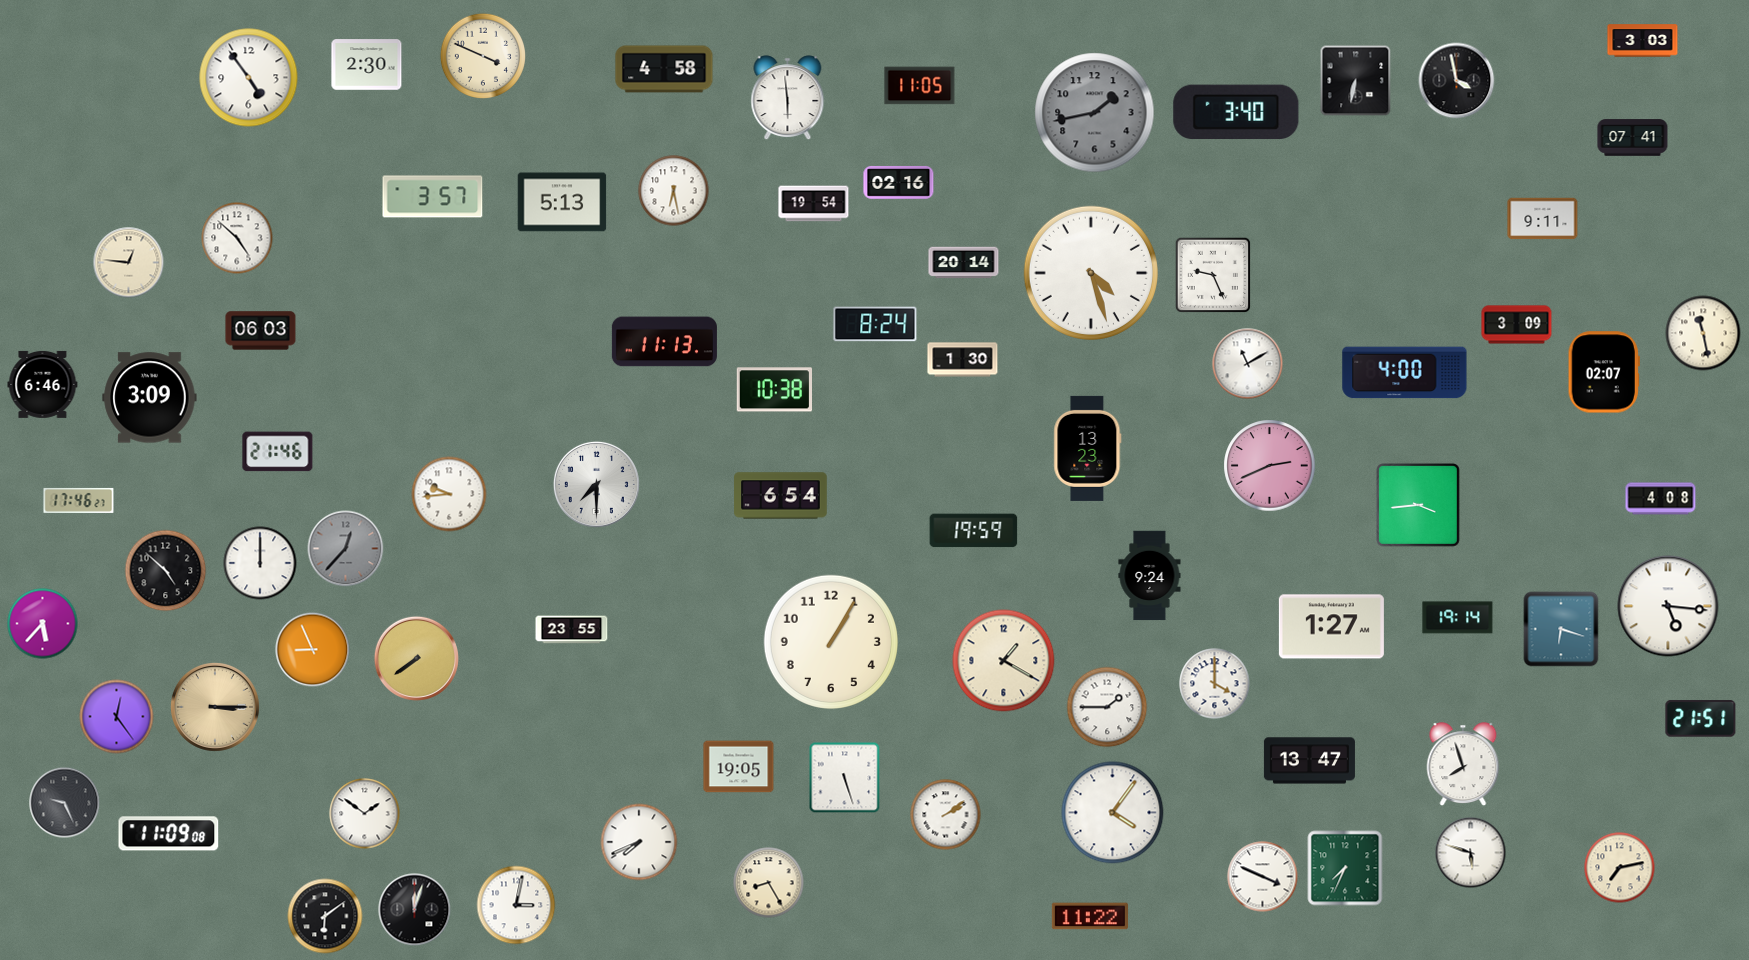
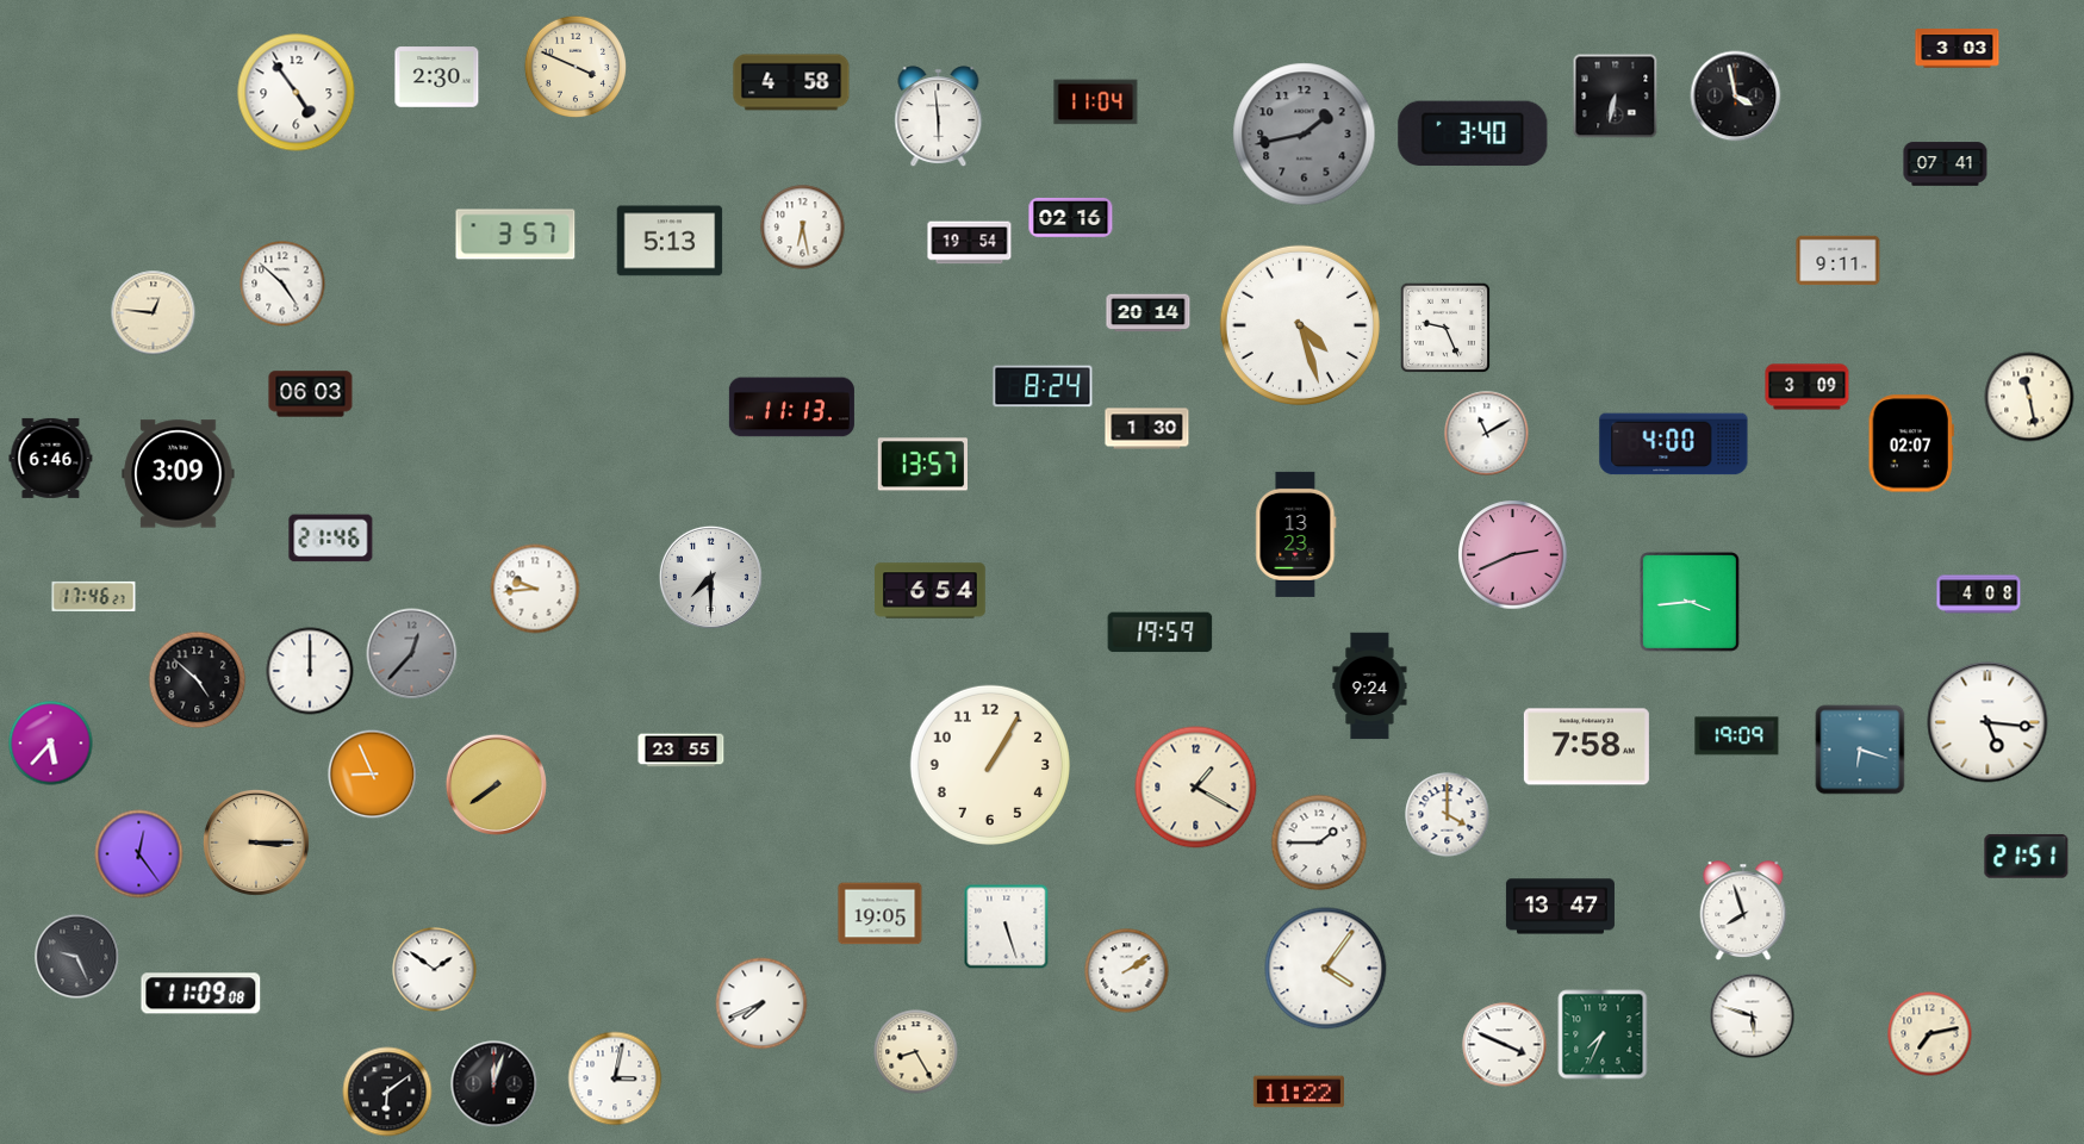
clock at (920, 86): 11:05 -> 11:04
clock at (774, 390): 10:38 -> 13:57
clock at (1458, 618): 19:14 -> 19:09
clock at (1331, 627): 1:27 -> 7:58
